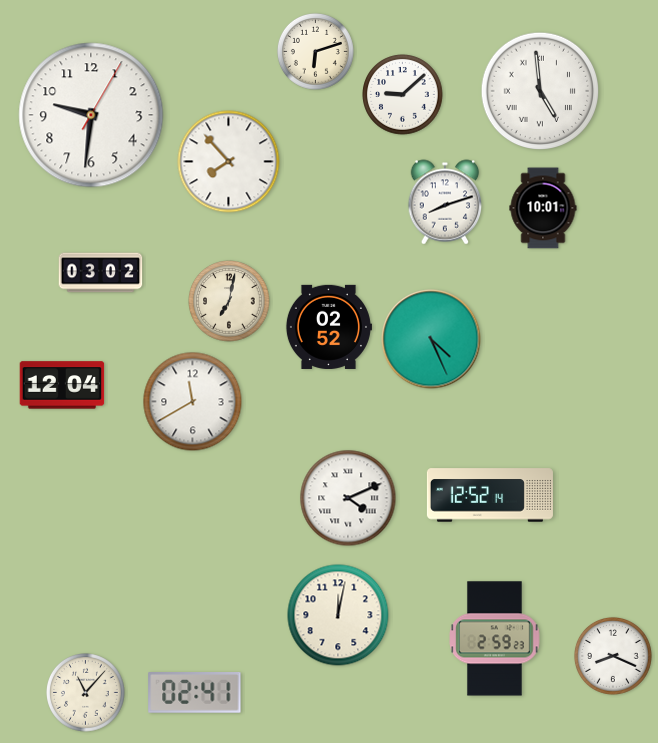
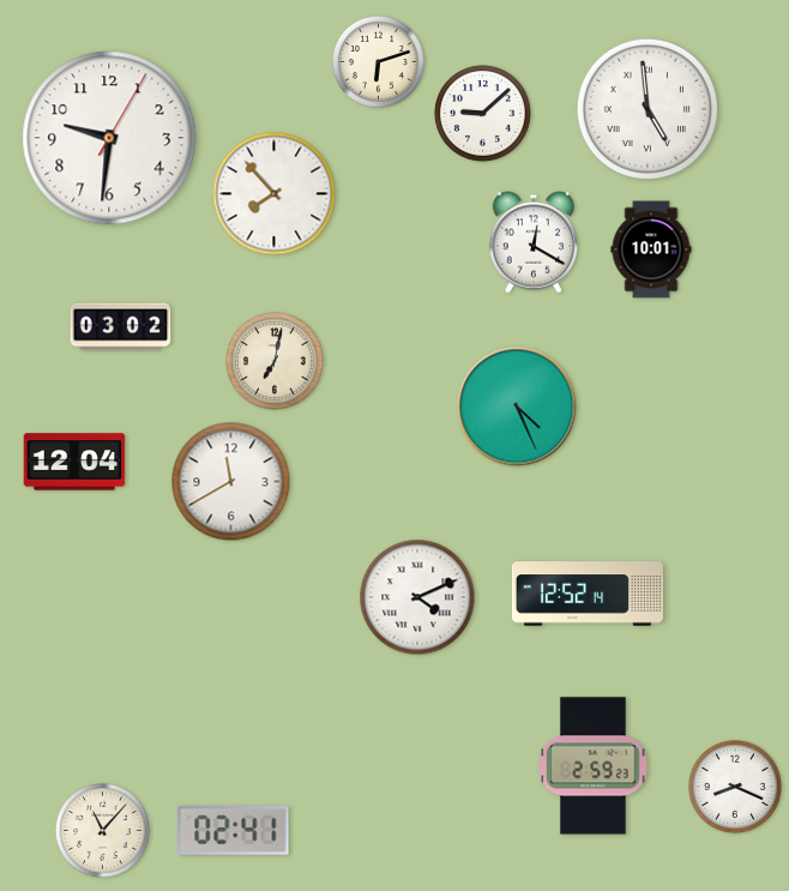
clock at (445, 202): 8:12 -> 12:20
clock at (328, 327): 02:52 -> none
clock at (338, 615): 12:02 -> none
